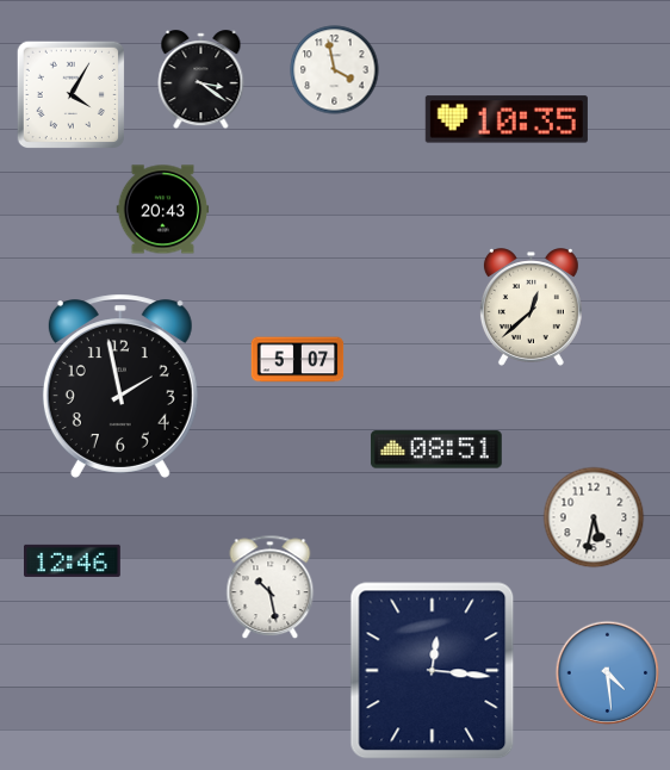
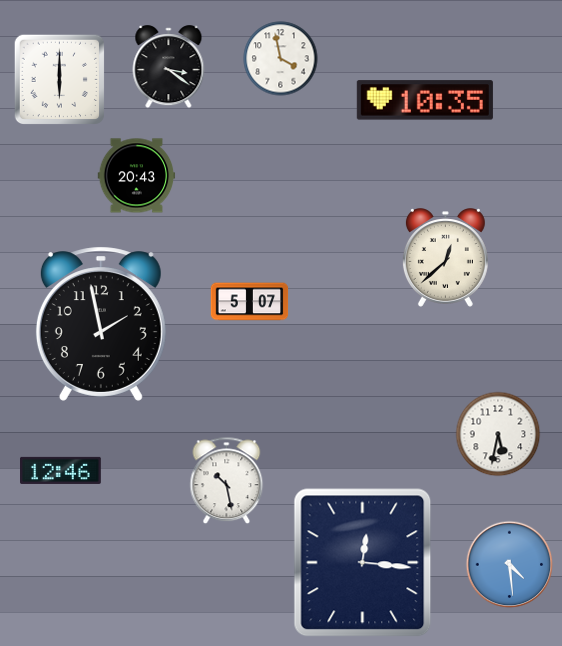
clock at (70, 94): 4:05 -> 6:00
clock at (436, 449): 08:51 -> none
clock at (271, 588) position: (271, 588) -> (227, 481)
